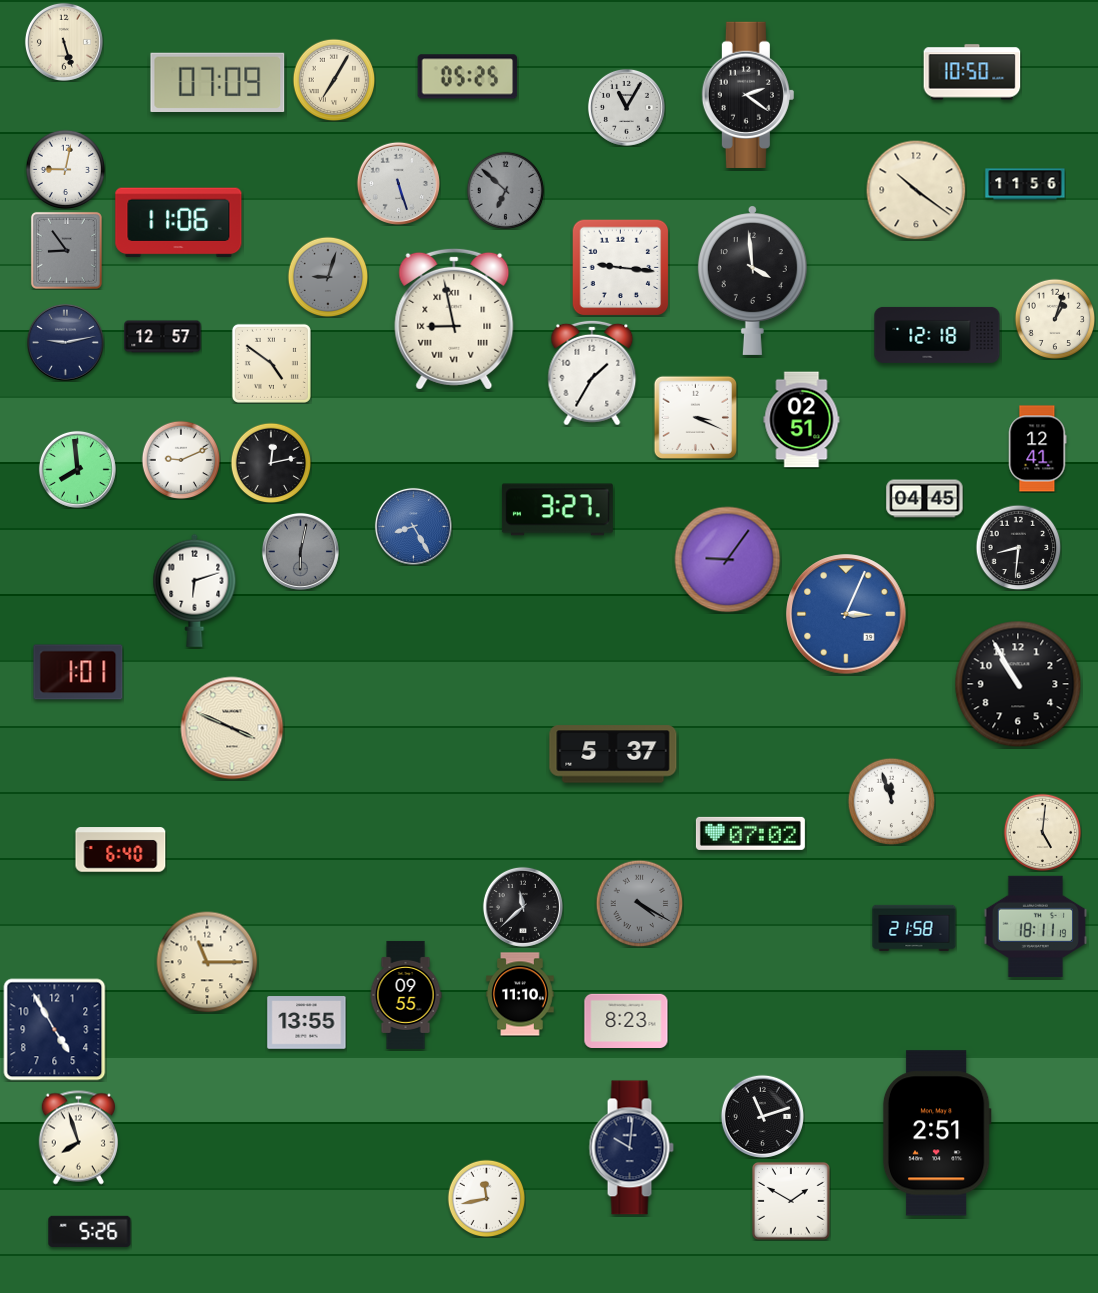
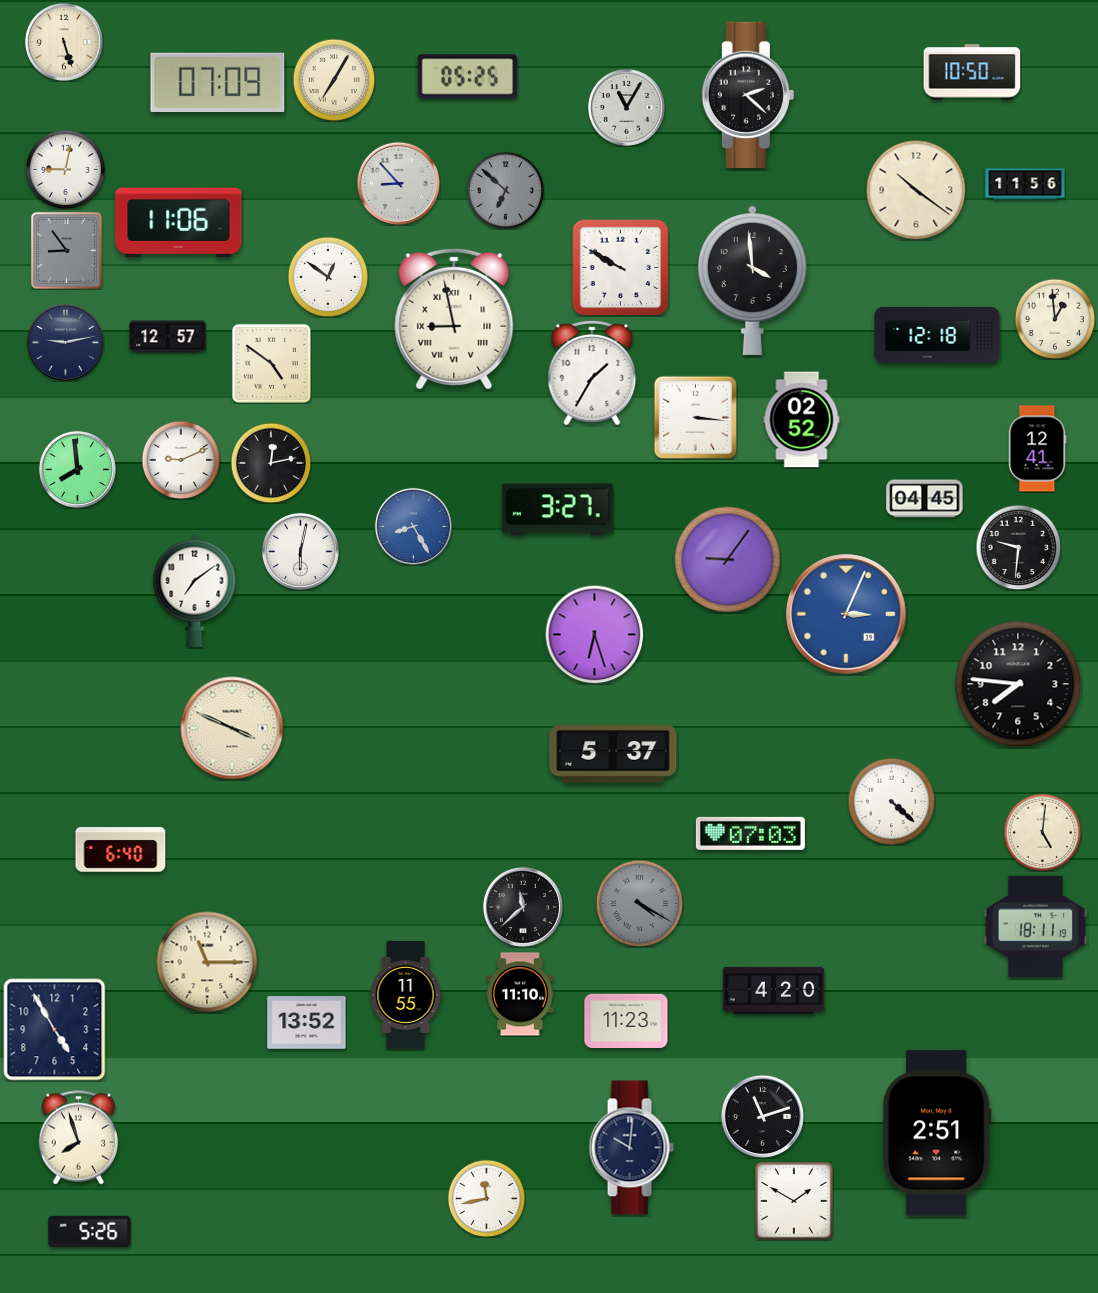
clock at (748, 95): 2:21 -> 2:22
clock at (398, 183): 5:27 -> 8:53
clock at (620, 267): 9:16 -> 9:50
clock at (328, 277): 9:03 -> 12:51
clock at (328, 277) dial: grey -> white
clock at (1055, 319): 1:03 -> 12:59
clock at (163, 337) position: (163, 337) -> (168, 337)
clock at (695, 417): 3:19 -> 3:16
clock at (802, 420): 02:51 -> 02:52
clock at (1018, 547): 8:31 -> 9:31
clock at (300, 551) dial: grey -> white
clock at (195, 590): 6:12 -> 7:09
clock at (595, 635): none -> 6:27
clock at (78, 672): 1:01 -> none
clock at (1018, 684): 10:55 -> 7:46
clock at (891, 801): 11:57 -> 4:22
clock at (750, 833): 07:02 -> 07:03
clock at (914, 928): 21:58 -> none
clock at (774, 990): none -> 4:20
clock at (406, 995): 09:55 -> 11:55
clock at (626, 1020): 8:23 -> 11:23
clock at (307, 1023): 13:55 -> 13:52
clock at (792, 1202) position: (792, 1202) -> (795, 1202)
